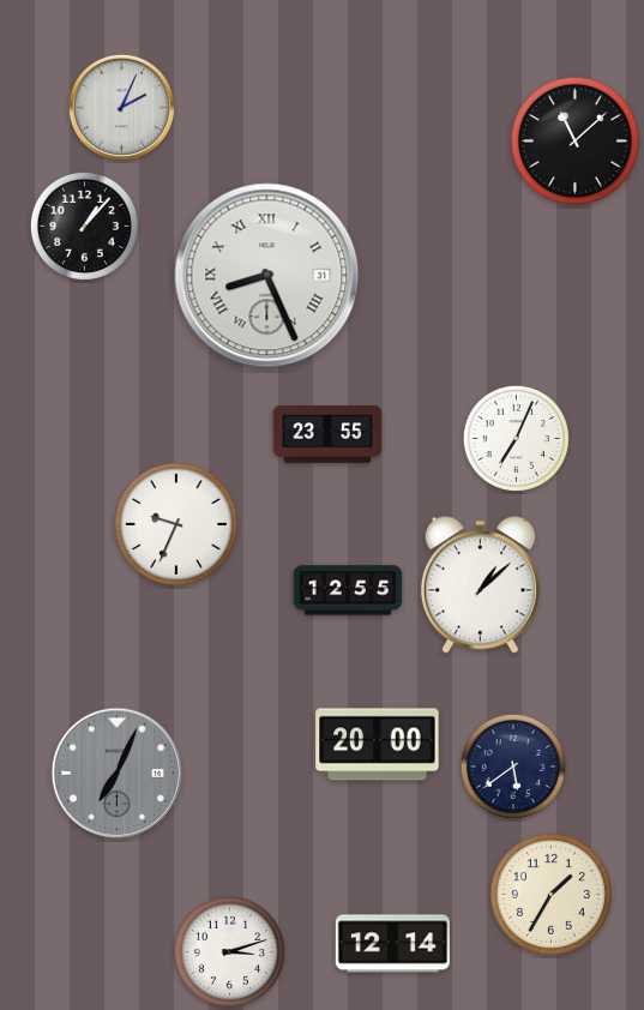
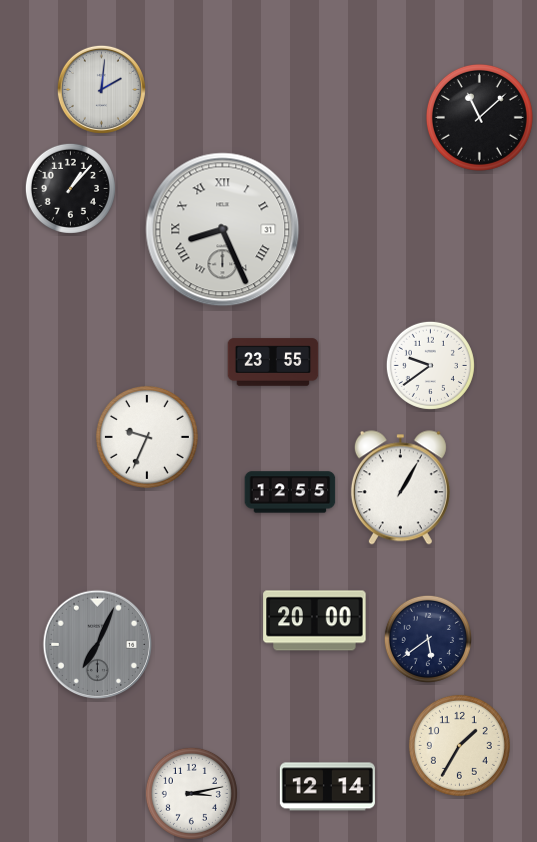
clock at (121, 107): 2:04 -> 2:01
clock at (516, 438): 7:04 -> 9:39
clock at (480, 585): 1:08 -> 1:05
clock at (229, 951): 3:12 -> 3:13
